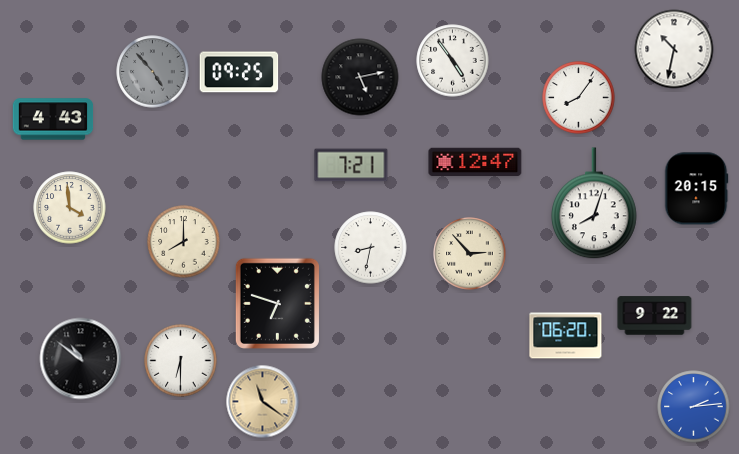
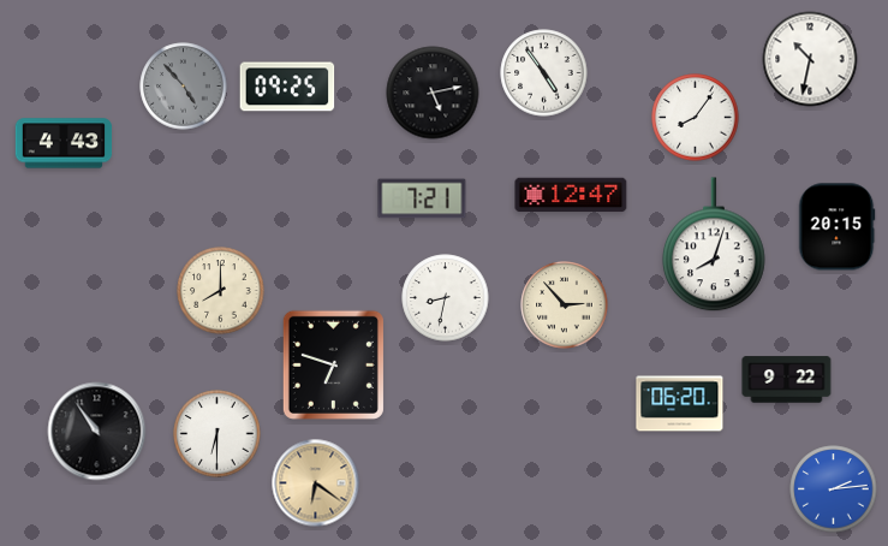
clock at (70, 208): 3:59 -> none
clock at (81, 359): 10:51 -> 10:54
clock at (263, 402): 11:21 -> 6:21
